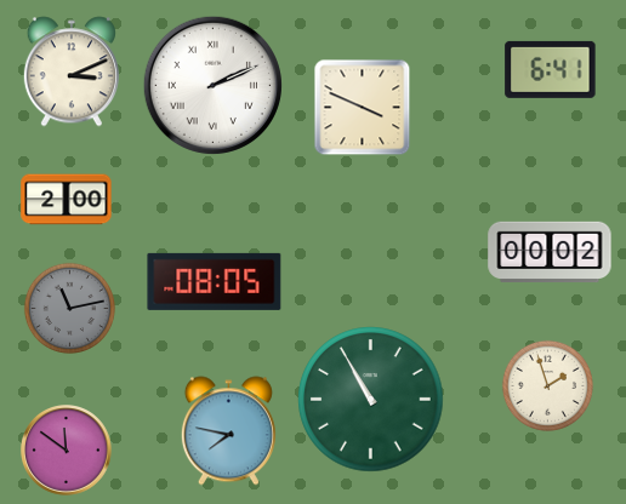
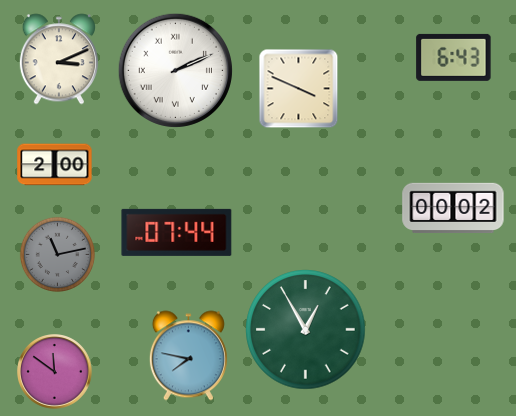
clock at (551, 69): 6:41 -> 6:43
clock at (215, 281): 08:05 -> 07:44
clock at (547, 385): 1:57 -> none
clock at (371, 400): 10:55 -> 12:55
